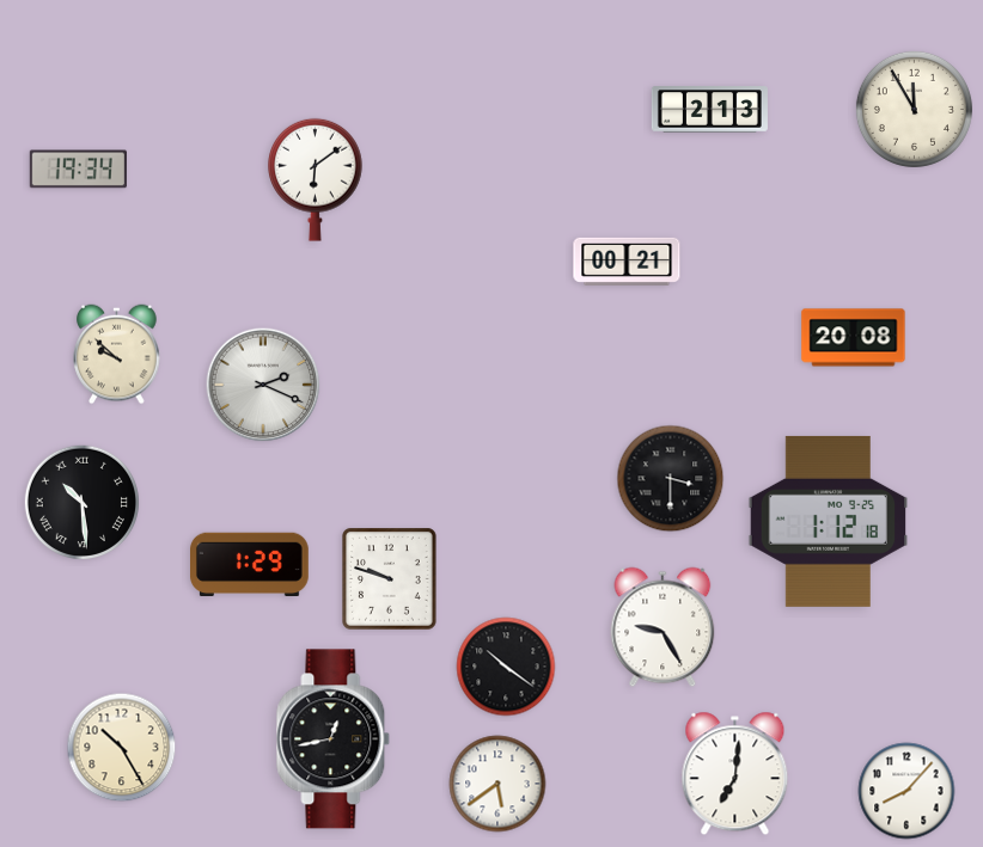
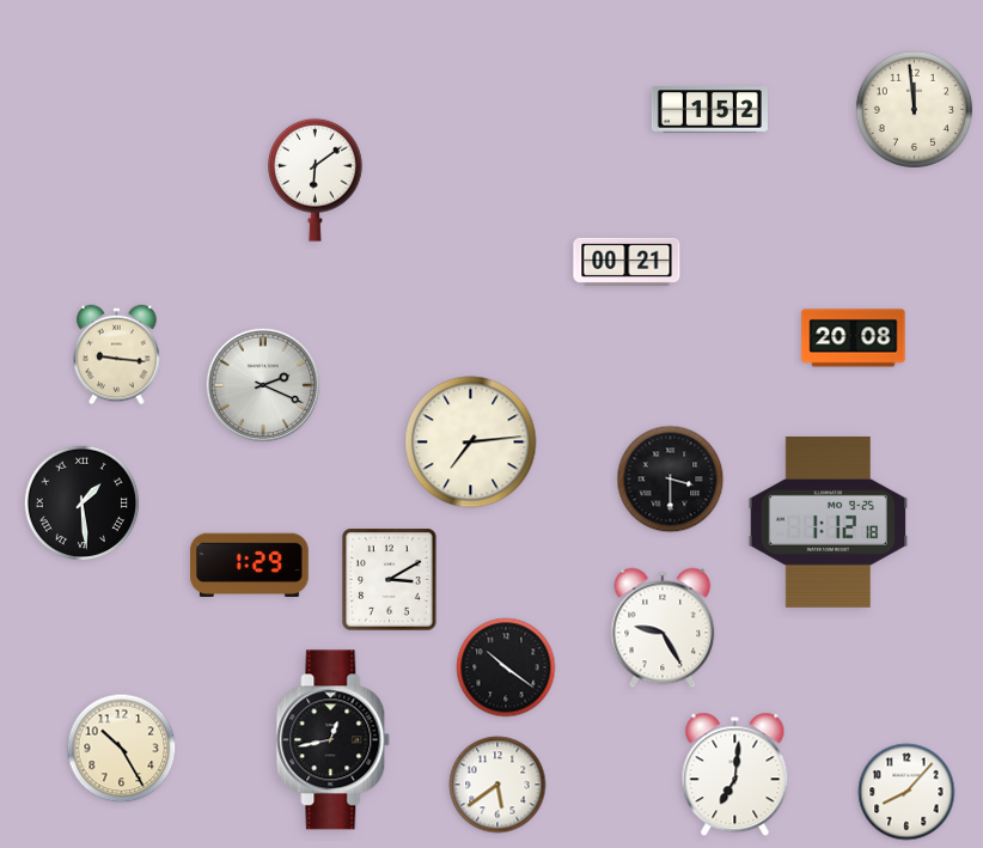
clock at (914, 109): 11:55 -> 11:59
clock at (709, 110): 2:13 -> 1:52
clock at (78, 170): 19:34 -> none
clock at (117, 355): 9:52 -> 9:16
clock at (471, 443): none -> 7:14
clock at (81, 502): 10:29 -> 1:29
clock at (390, 579): 9:48 -> 3:10
